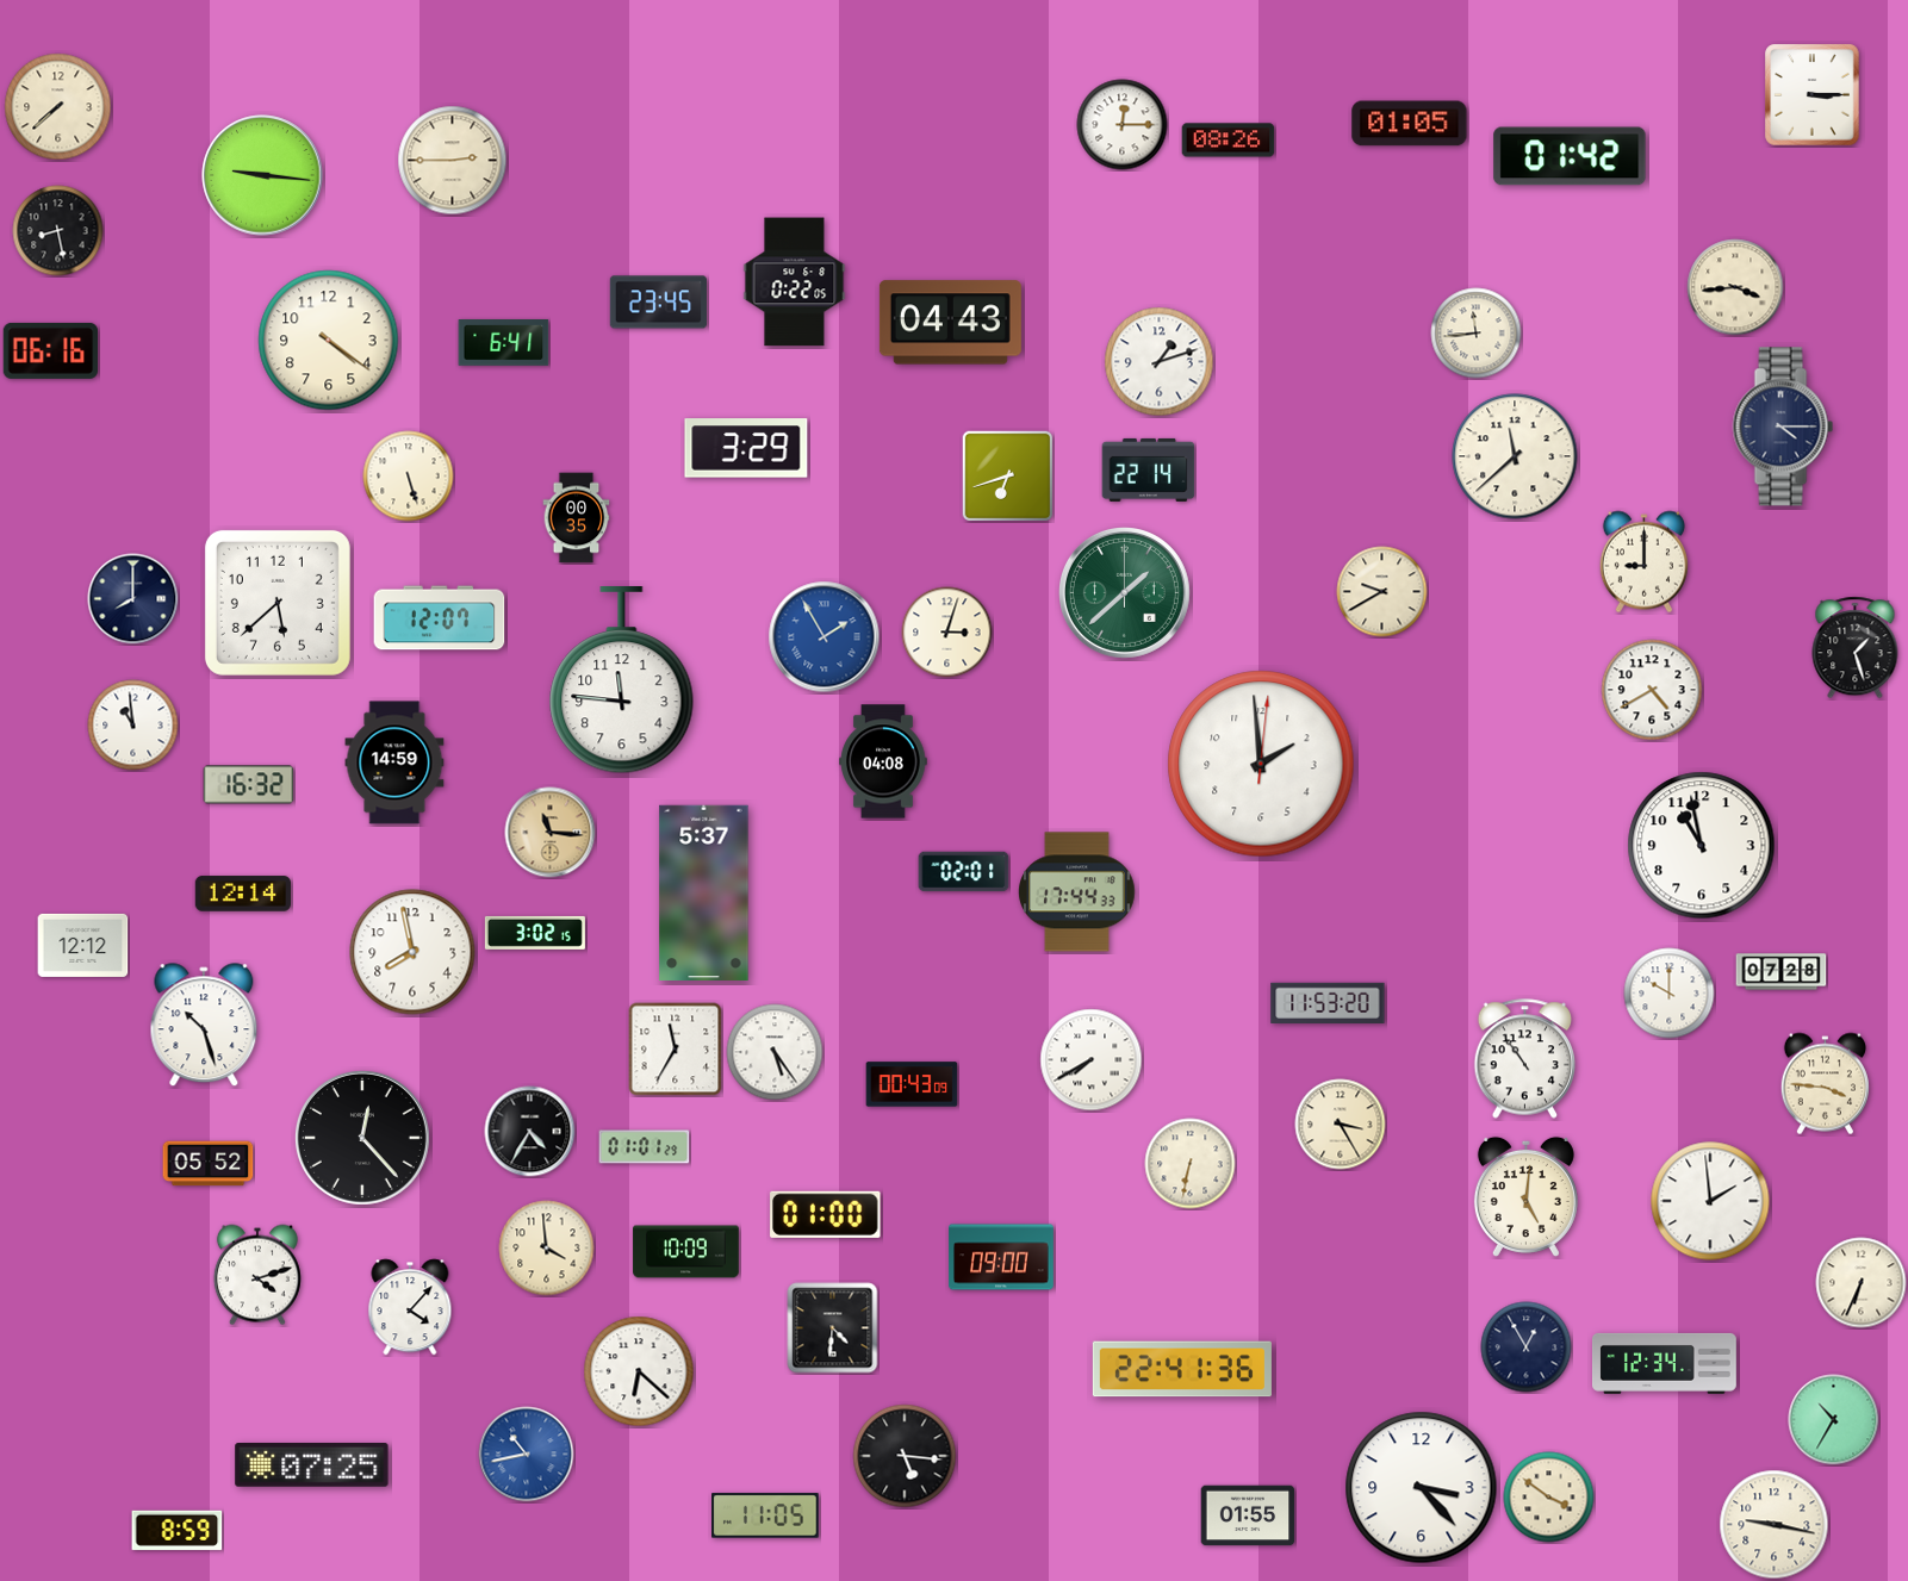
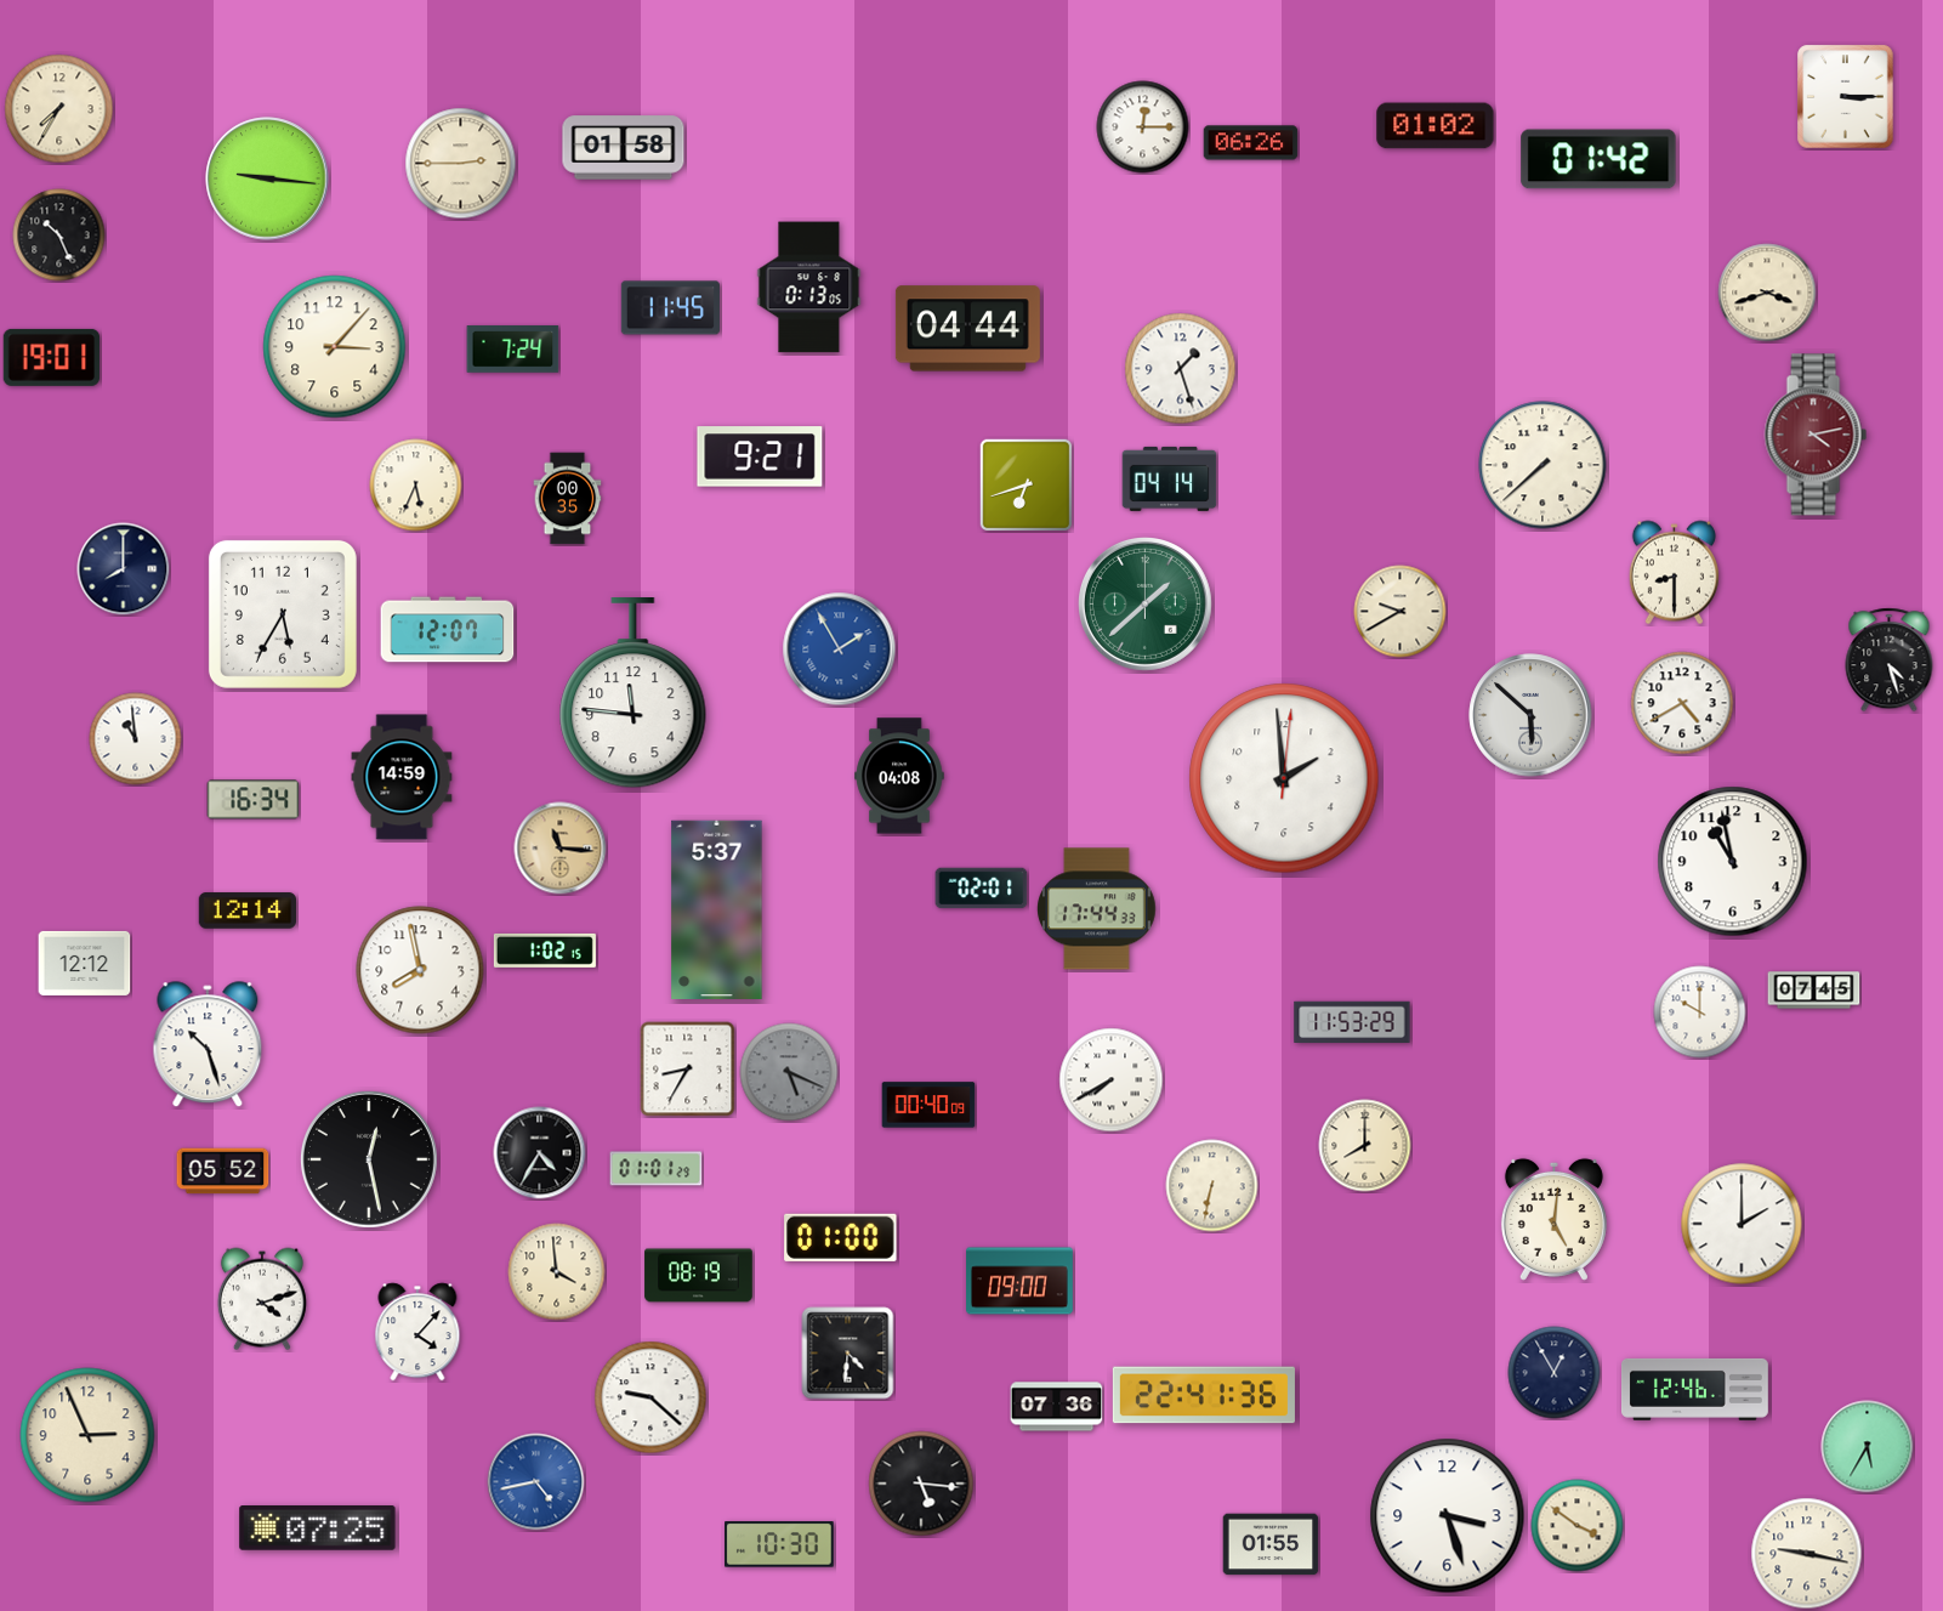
clock at (58, 107): 7:38 -> 7:35
clock at (1410, 124): 01:05 -> 01:02
clock at (1229, 141): 08:26 -> 06:26
clock at (624, 148): none -> 01:58
clock at (58, 231): 8:28 -> 10:26
clock at (795, 282): 0:22 -> 0:13
clock at (1735, 287): 3:44 -> 3:42
clock at (658, 303): 23:45 -> 11:45
clock at (950, 323): 04:43 -> 04:44
clock at (1477, 334): 11:44 -> none
clock at (329, 341): 4:21 -> 3:07
clock at (504, 343): 6:41 -> 7:24
clock at (51, 350): 06:16 -> 19:01
clock at (1160, 362): 1:12 -> 1:27
clock at (1783, 427): 4:15 -> 4:13
clock at (1783, 427) dial: navy -> burgundy
clock at (746, 448): 3:29 -> 9:21
clock at (1515, 456): 11:38 -> 7:38
clock at (1149, 469): 22:14 -> 04:14
clock at (409, 477): 5:27 -> 5:34
clock at (577, 518) position: (577, 518) -> (568, 499)
clock at (1643, 562): 9:00 -> 8:30
clock at (1382, 592) position: (1382, 592) -> (1401, 612)
clock at (133, 599) position: (133, 599) -> (124, 569)
clock at (278, 603): 5:38 -> 5:35
clock at (947, 633): 3:03 -> none
clock at (1856, 648): 1:27 -> 4:27
clock at (1530, 715): none -> 5:52
clock at (249, 785): 16:32 -> 16:34
clock at (535, 933): 3:02 -> 1:02
clock at (1782, 972): 07:28 -> 07:45
clock at (1328, 1002): 11:53:20 -> 11:53:29
clock at (676, 1050): 11:35 -> 8:35
clock at (775, 1052): 5:24 -> 5:19
clock at (775, 1052) dial: white -> grey
clock at (1525, 1059): 10:54 -> none
clock at (912, 1084): 00:43 -> 00:40
clock at (1825, 1084): 3:46 -> none
clock at (1341, 1125): 3:25 -> 8:00
clock at (362, 1138): 12:23 -> 12:28
clock at (209, 1164) position: (209, 1164) -> (223, 1172)
clock at (1710, 1201): 1:59 -> 2:00
clock at (686, 1252): 10:09 -> 08:19
clock at (1862, 1283): 6:34 -> none
clock at (1665, 1363): 12:34 -> 12:46
clock at (639, 1371): 6:22 -> 9:22
clock at (1057, 1407): none -> 07:36
clock at (87, 1435): none -> 2:56
clock at (1834, 1420): 10:35 -> 5:35
clock at (527, 1455): 10:43 -> 4:43
clock at (312, 1465) position: (312, 1465) -> (318, 1528)
clock at (1422, 1488): 3:23 -> 3:27
clock at (765, 1515): 11:05 -> 10:30
clock at (178, 1530): 8:59 -> none
